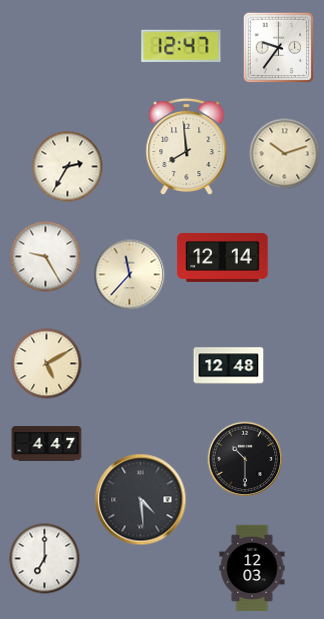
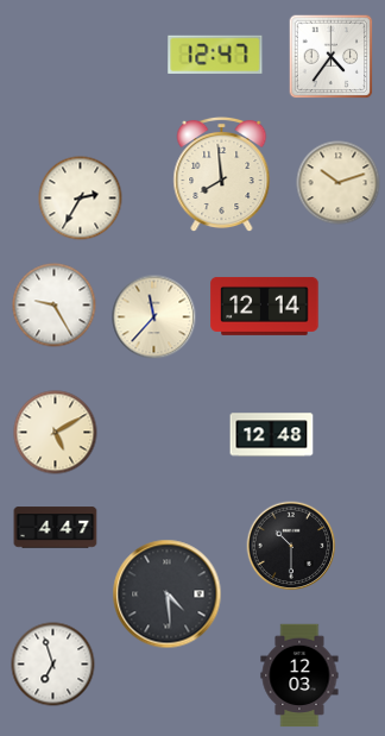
clock at (279, 48): 9:36 -> 4:36
clock at (130, 275) position: (130, 275) -> (154, 317)
clock at (45, 559): 7:00 -> 6:57
